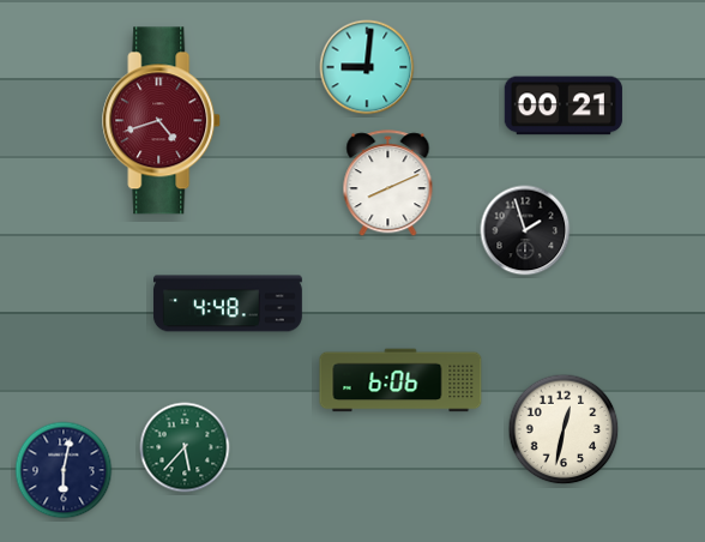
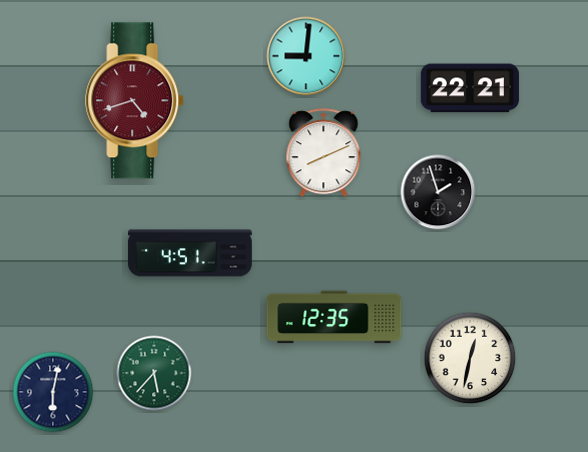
clock at (564, 106): 00:21 -> 22:21
clock at (228, 303): 4:48 -> 4:51
clock at (400, 380): 6:06 -> 12:35
